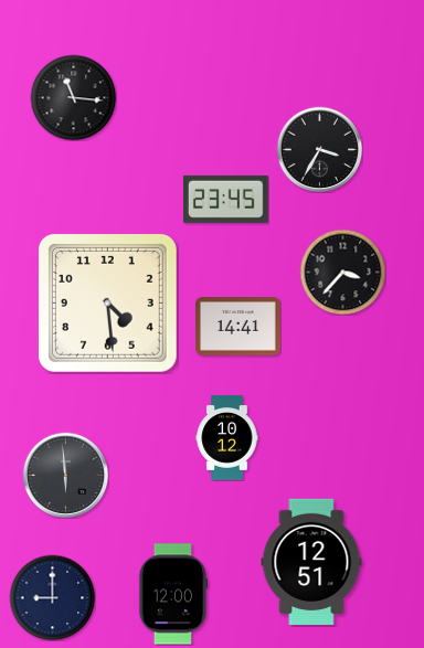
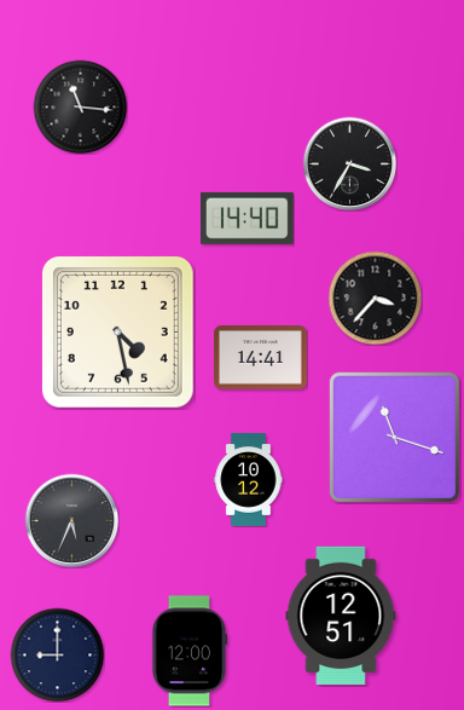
clock at (225, 199): 23:45 -> 14:40
clock at (107, 302): 4:29 -> 4:28
clock at (394, 437): none -> 11:18
clock at (65, 475): 5:59 -> 5:34
